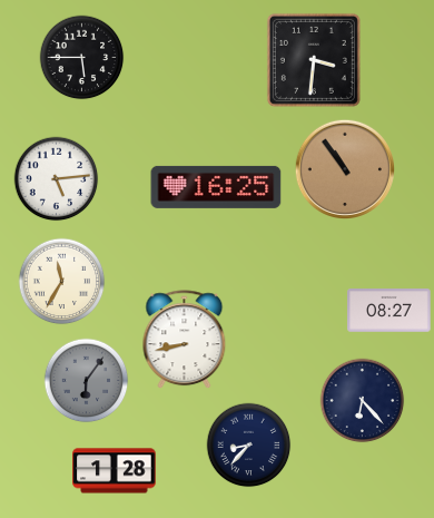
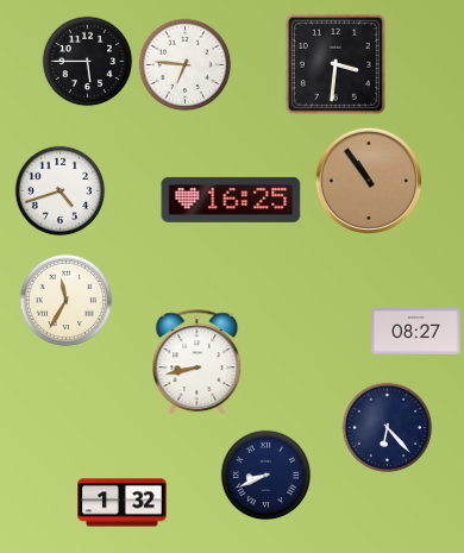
clock at (186, 65): none -> 6:46
clock at (57, 179): 5:14 -> 4:42
clock at (87, 381): 6:06 -> none
clock at (249, 446): 8:37 -> 8:41
clock at (115, 471): 1:28 -> 1:32
